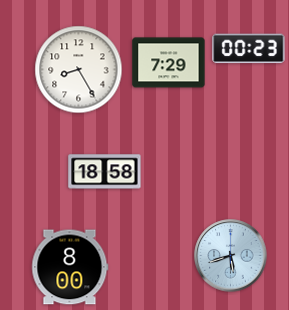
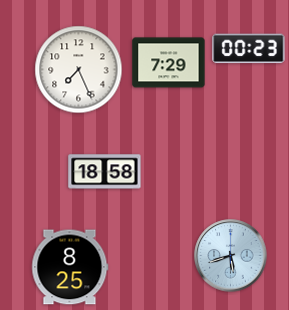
clock at (79, 70): 8:25 -> 7:26
clock at (70, 267): 8:00 -> 8:25
